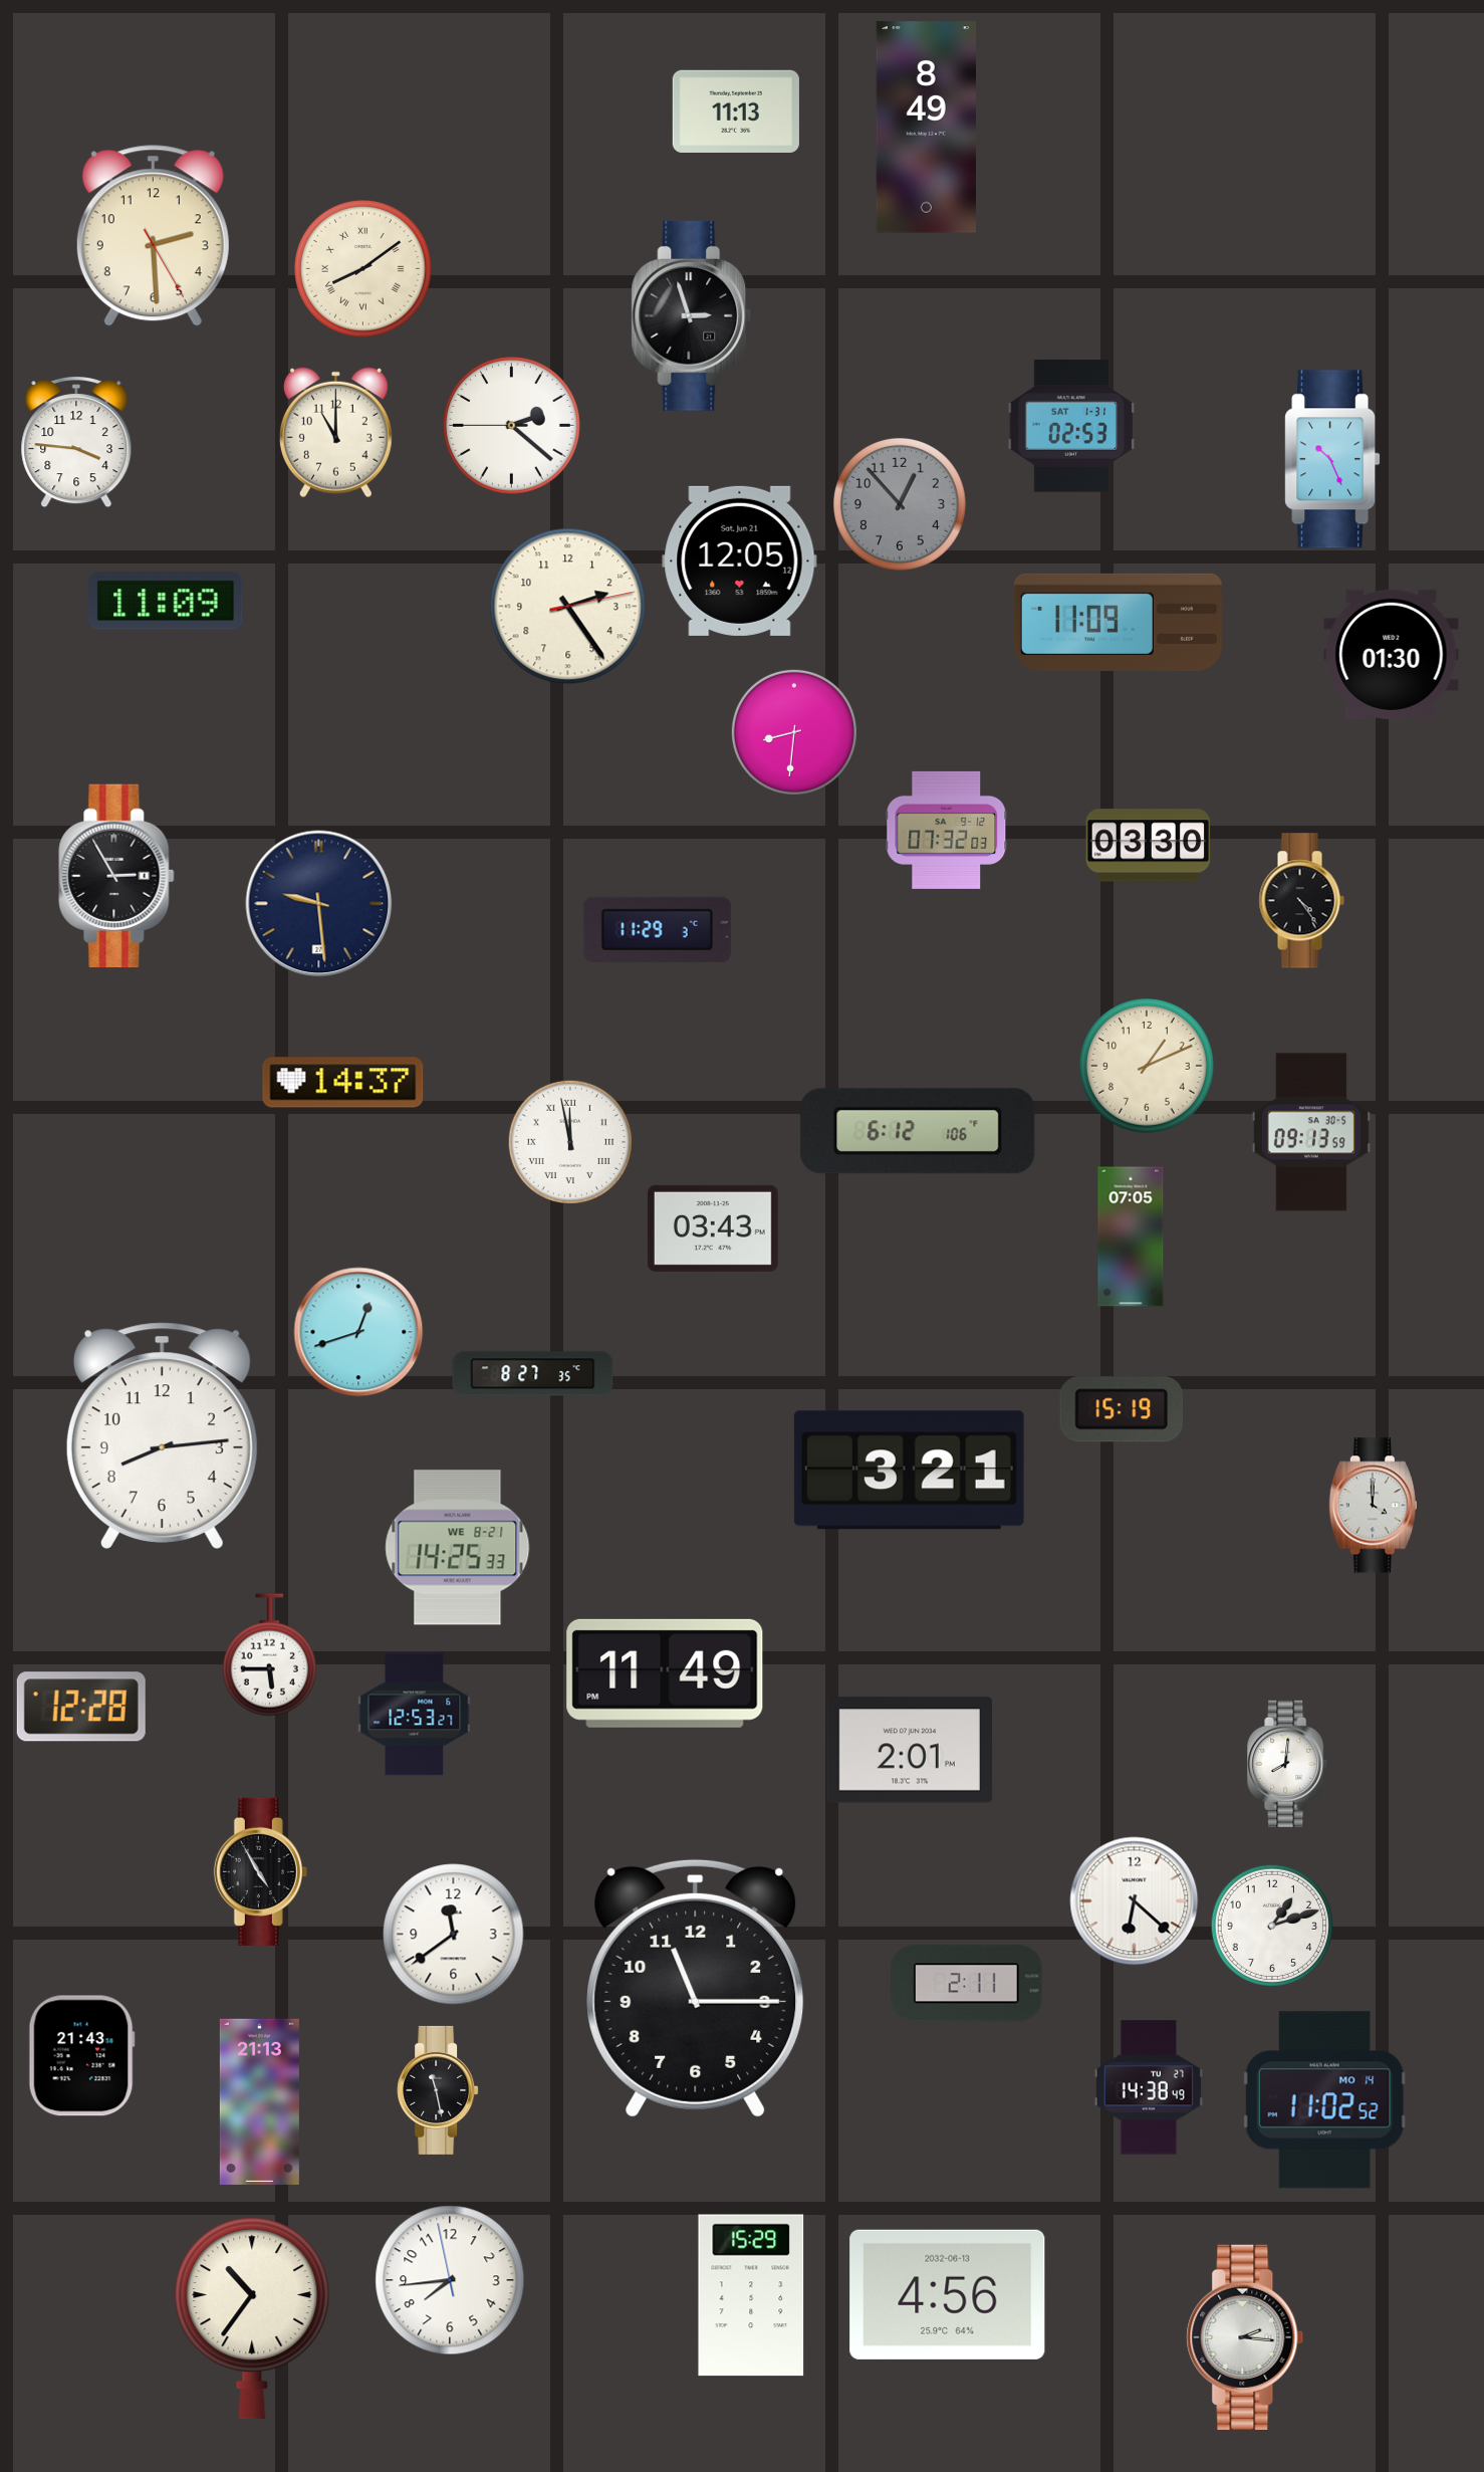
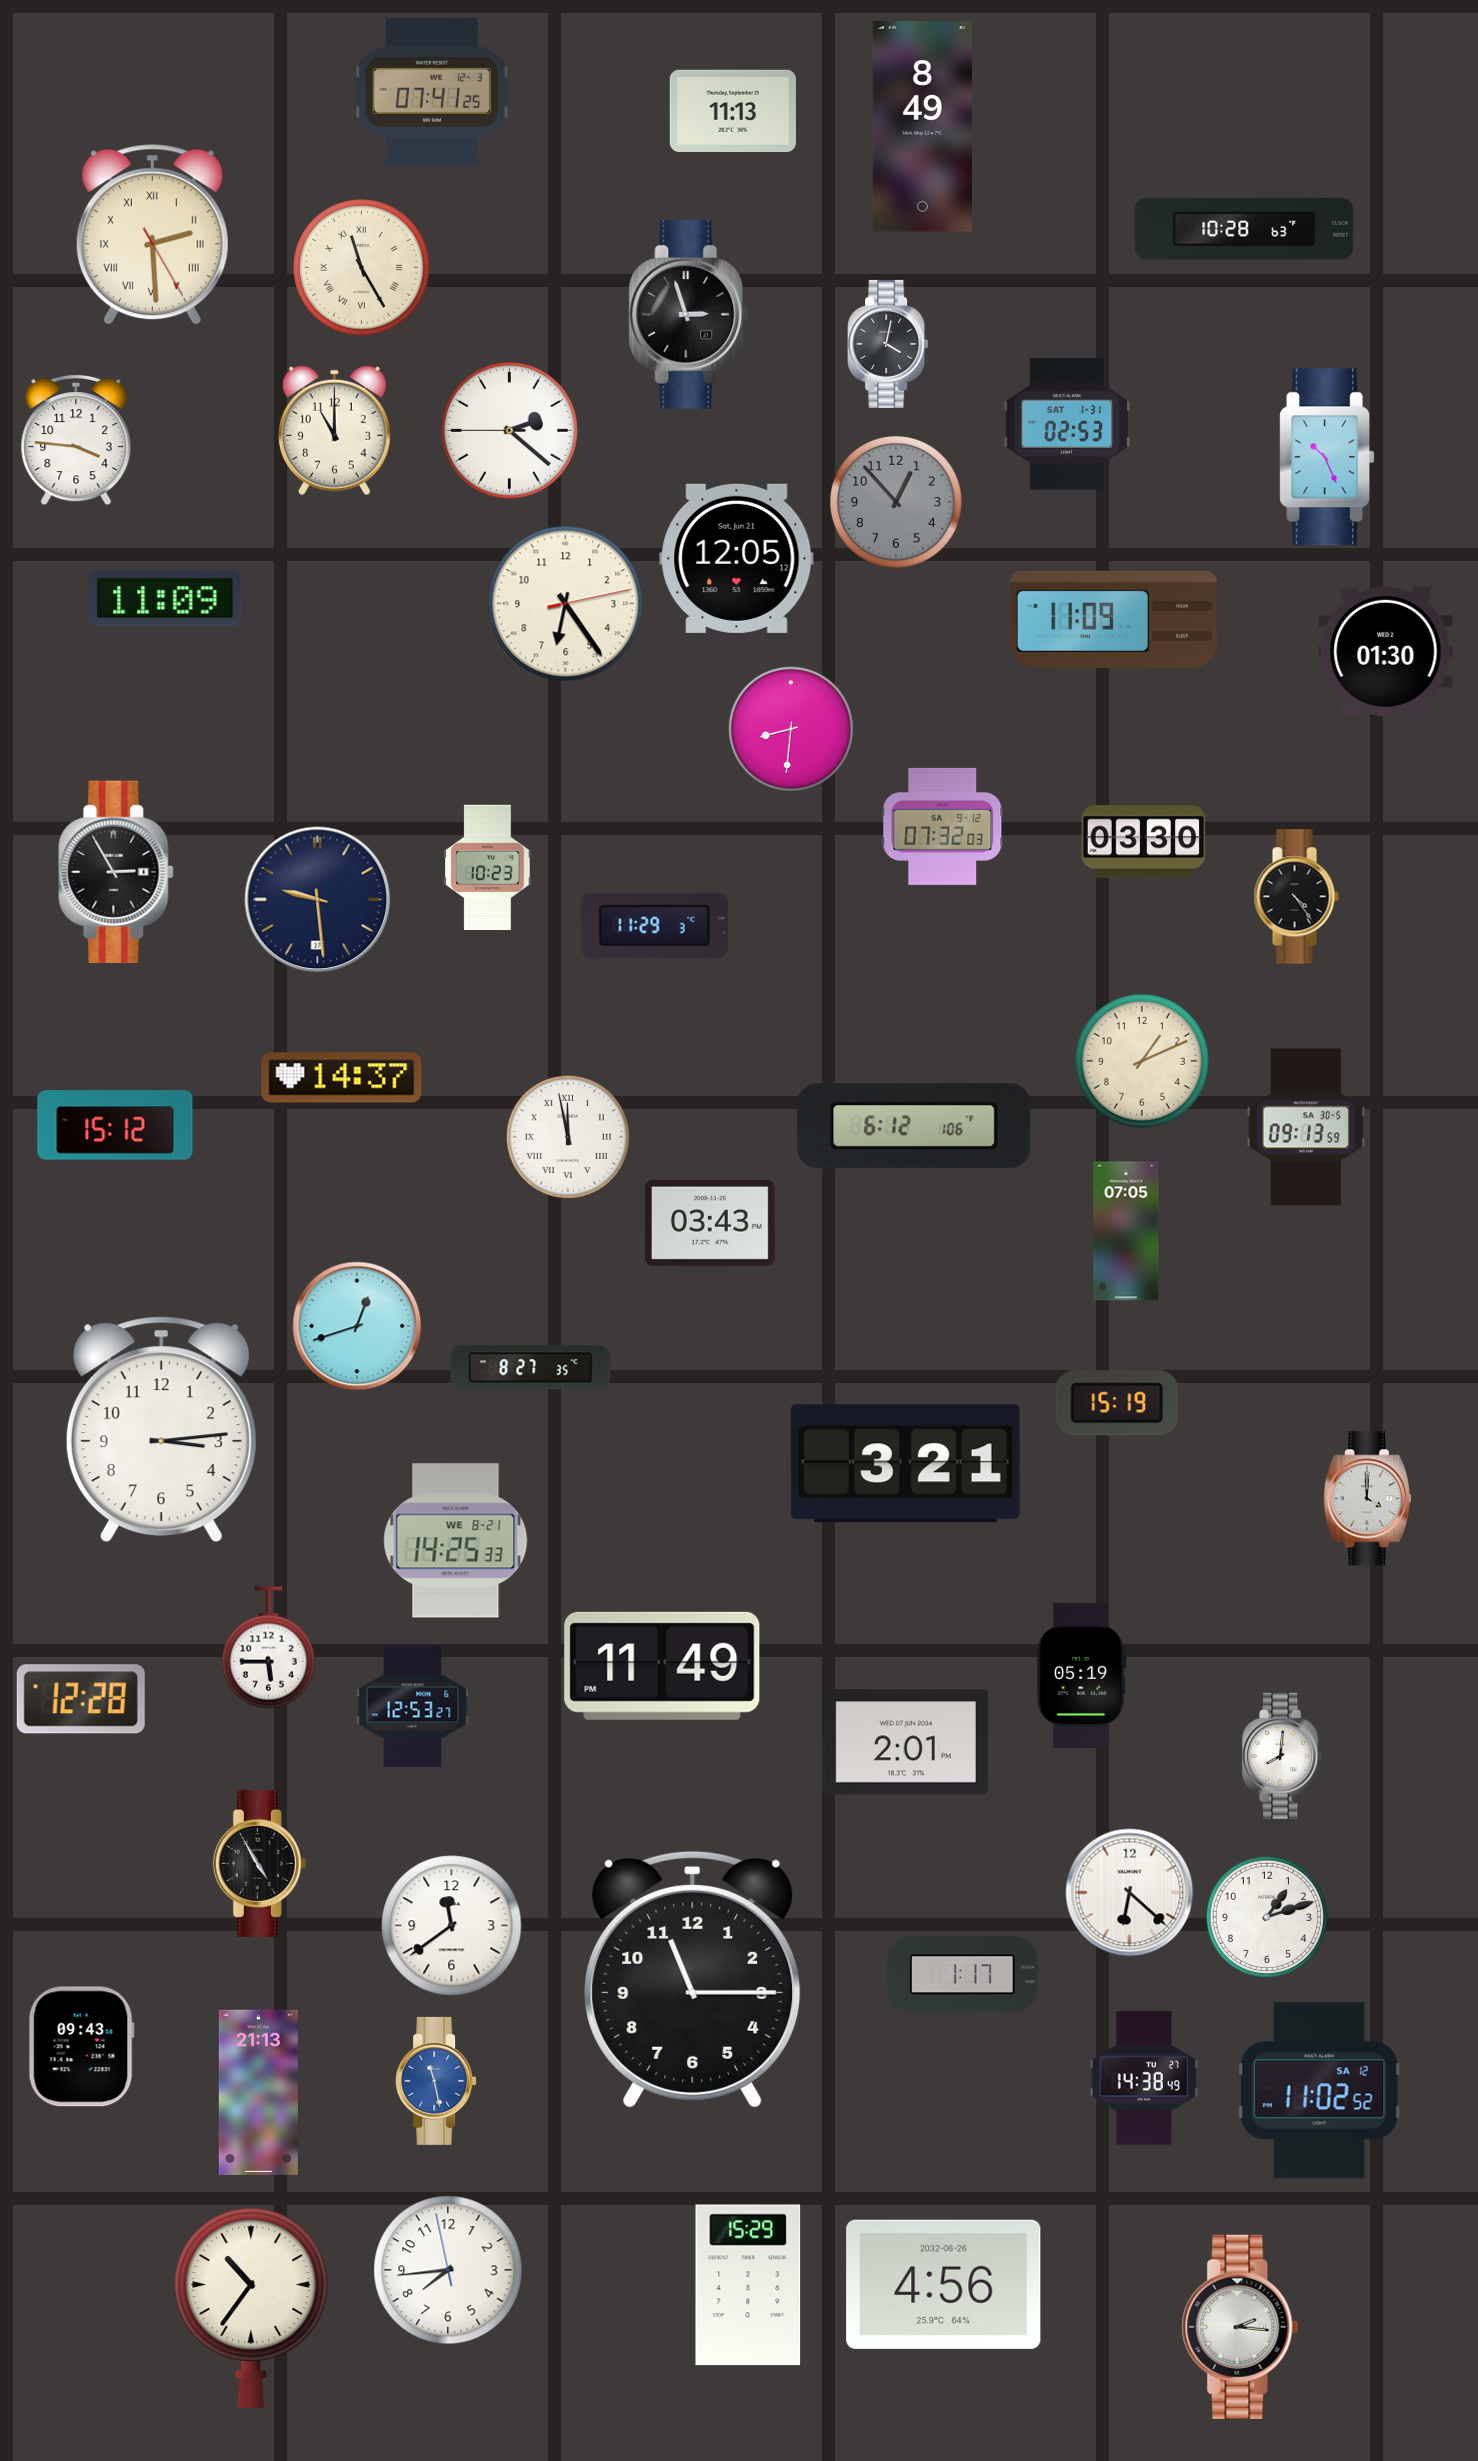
clock at (431, 92): none -> 07:41
clock at (1244, 229): none -> 10:28
clock at (153, 236) numerals: Arabic -> Roman
clock at (363, 269): 8:09 -> 11:25
clock at (888, 344): none -> 4:02
clock at (512, 426) position: (512, 426) -> (510, 431)
clock at (568, 607): 2:24 -> 6:24
clock at (488, 867): none -> 10:23
clock at (115, 1125): none -> 15:12
clock at (162, 1435): 8:14 -> 3:14
clock at (1082, 1675): none -> 05:19
clock at (967, 1984): 2:11 -> 1:17
clock at (81, 2056): 21:43 -> 09:43
clock at (438, 2090) dial: black -> blue
clock at (1324, 2100) date: MO 14 -> SA 12
clock at (948, 2294) date: 2032-06-13 -> 2032-06-26
